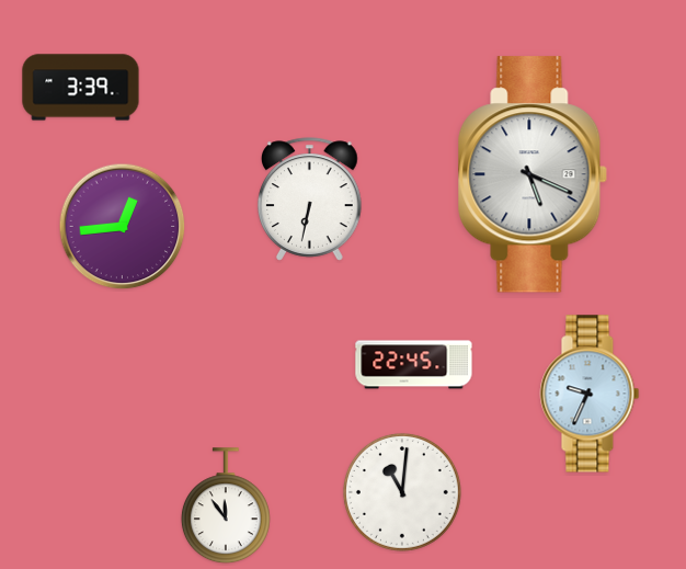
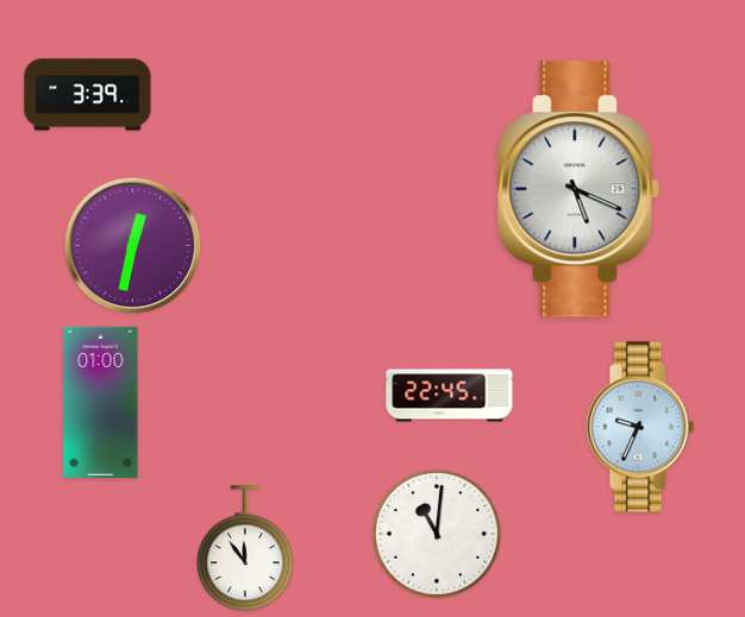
clock at (310, 200): 6:32 -> none
clock at (123, 227): 12:44 -> 12:32
clock at (101, 402): none -> 01:00
